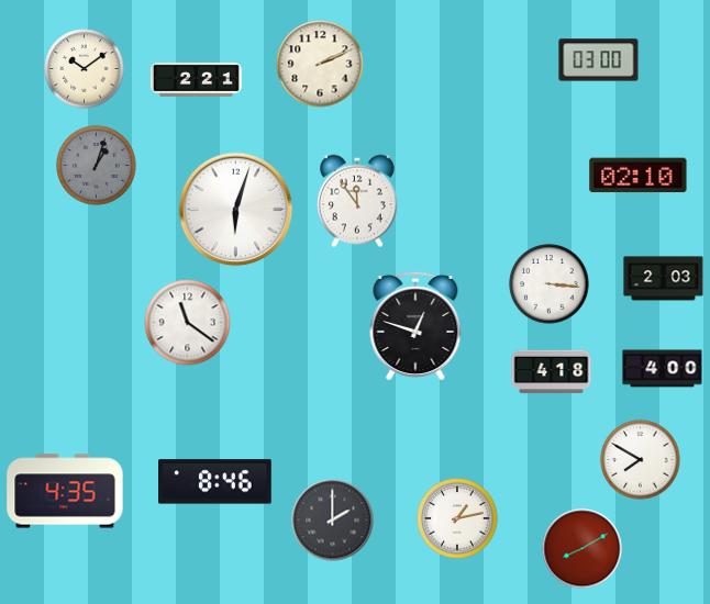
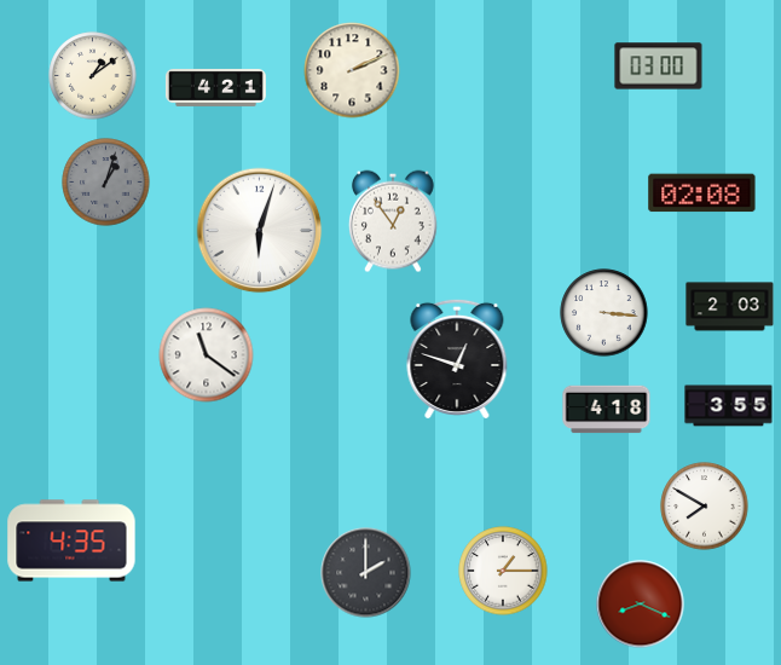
clock at (85, 69): 10:09 -> 1:09
clock at (196, 79): 2:21 -> 4:21
clock at (639, 176): 02:10 -> 02:08
clock at (357, 201): 11:54 -> 12:54
clock at (663, 369): 4:00 -> 3:55
clock at (215, 482): 8:46 -> none
clock at (457, 518): 1:13 -> 1:15
clock at (583, 549): 8:10 -> 8:19
